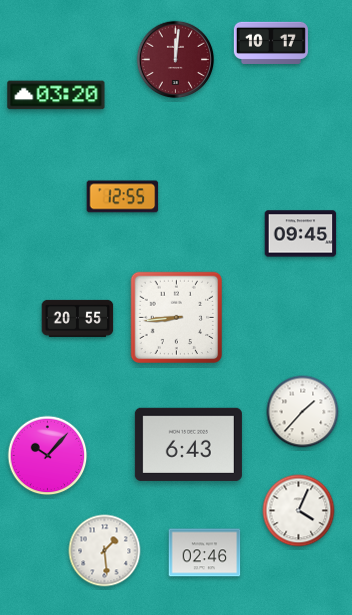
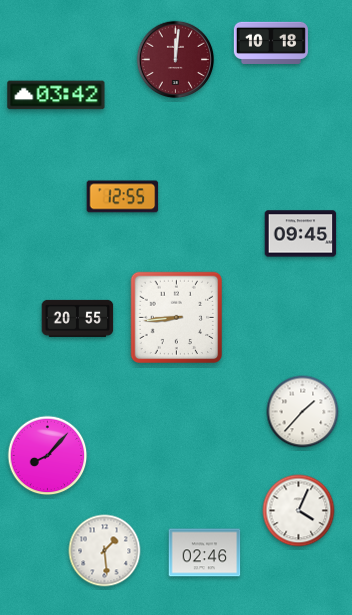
clock at (271, 42): 10:17 -> 10:18
clock at (56, 95): 03:20 -> 03:42
clock at (188, 444): 6:43 -> none
clock at (48, 456): 10:07 -> 8:07
